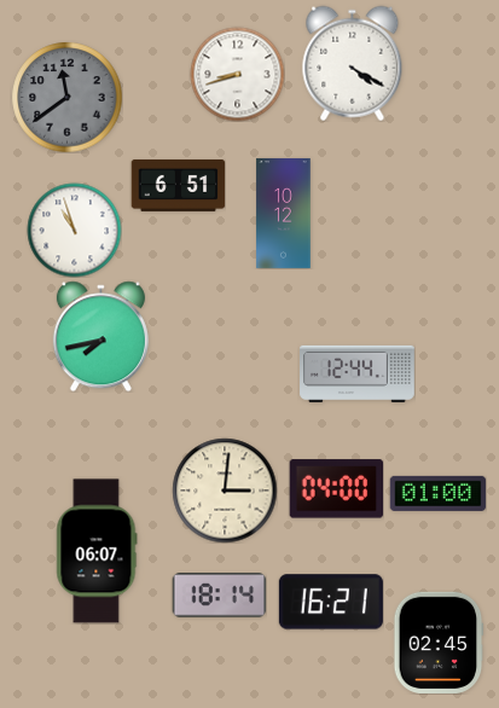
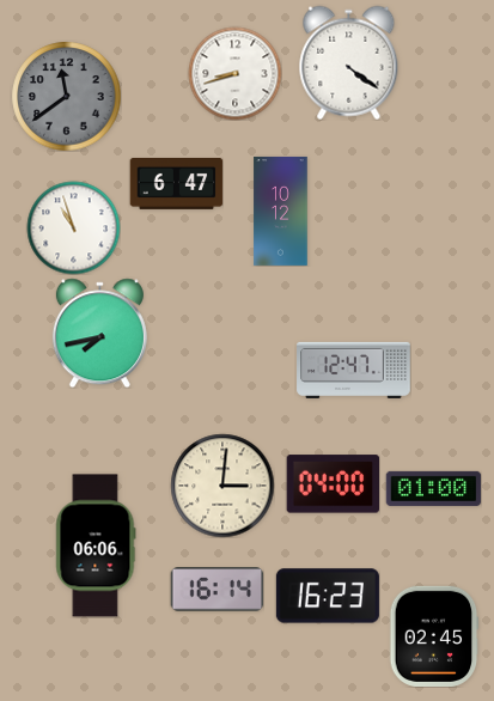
clock at (353, 63): 4:20 -> 4:21
clock at (178, 185): 6:51 -> 6:47
clock at (358, 373): 12:44 -> 12:47
clock at (97, 551): 06:07 -> 06:06
clock at (219, 596): 18:14 -> 16:14
clock at (331, 602): 16:21 -> 16:23
